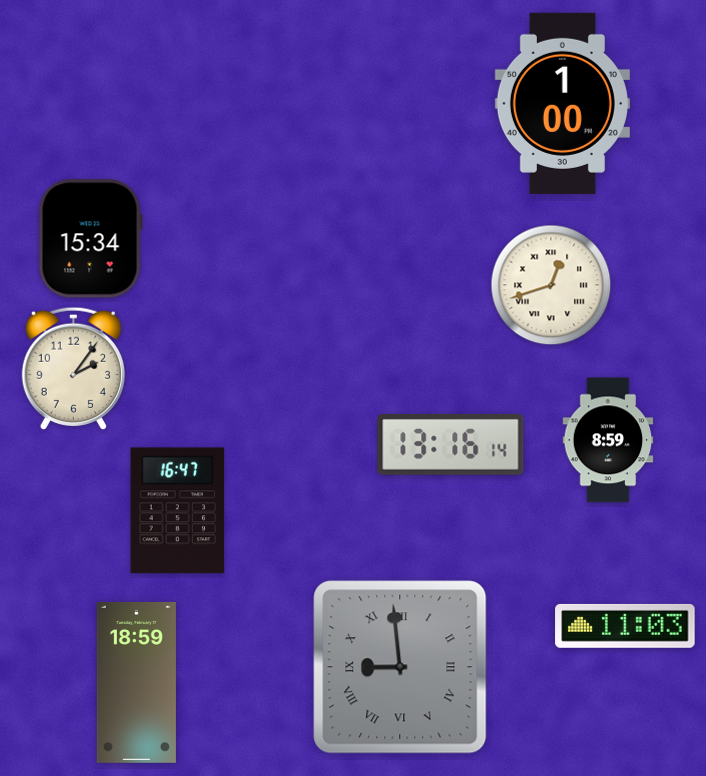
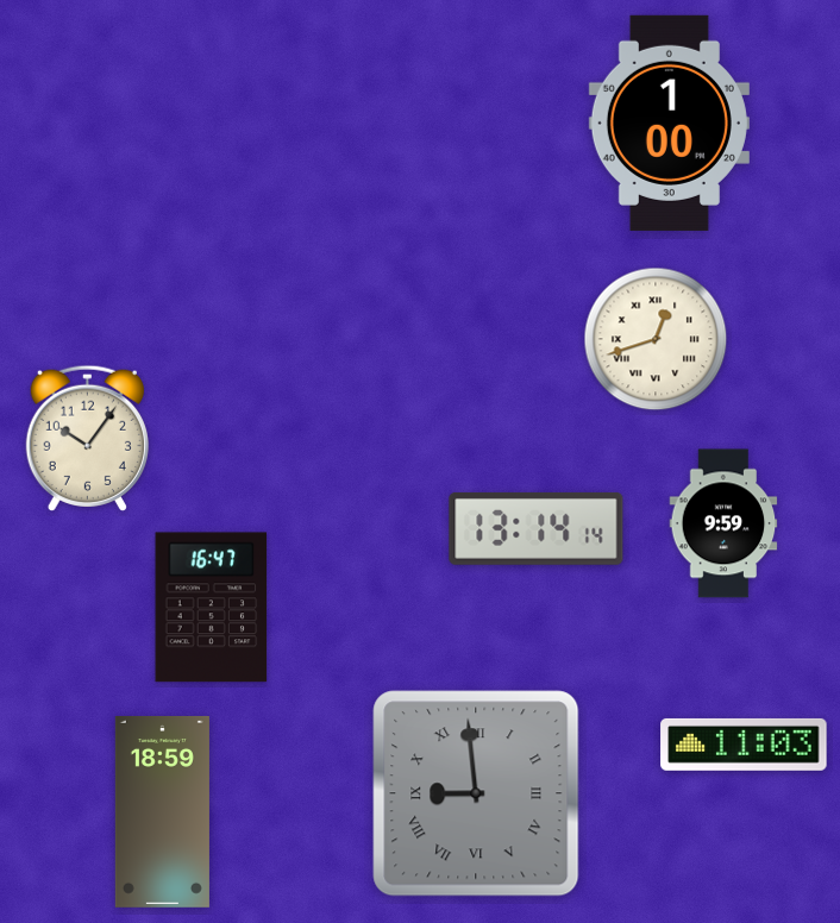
clock at (90, 239): 15:34 -> none
clock at (73, 368): 2:06 -> 10:06
clock at (608, 440): 8:59 -> 9:59
clock at (451, 444): 13:16 -> 13:14
